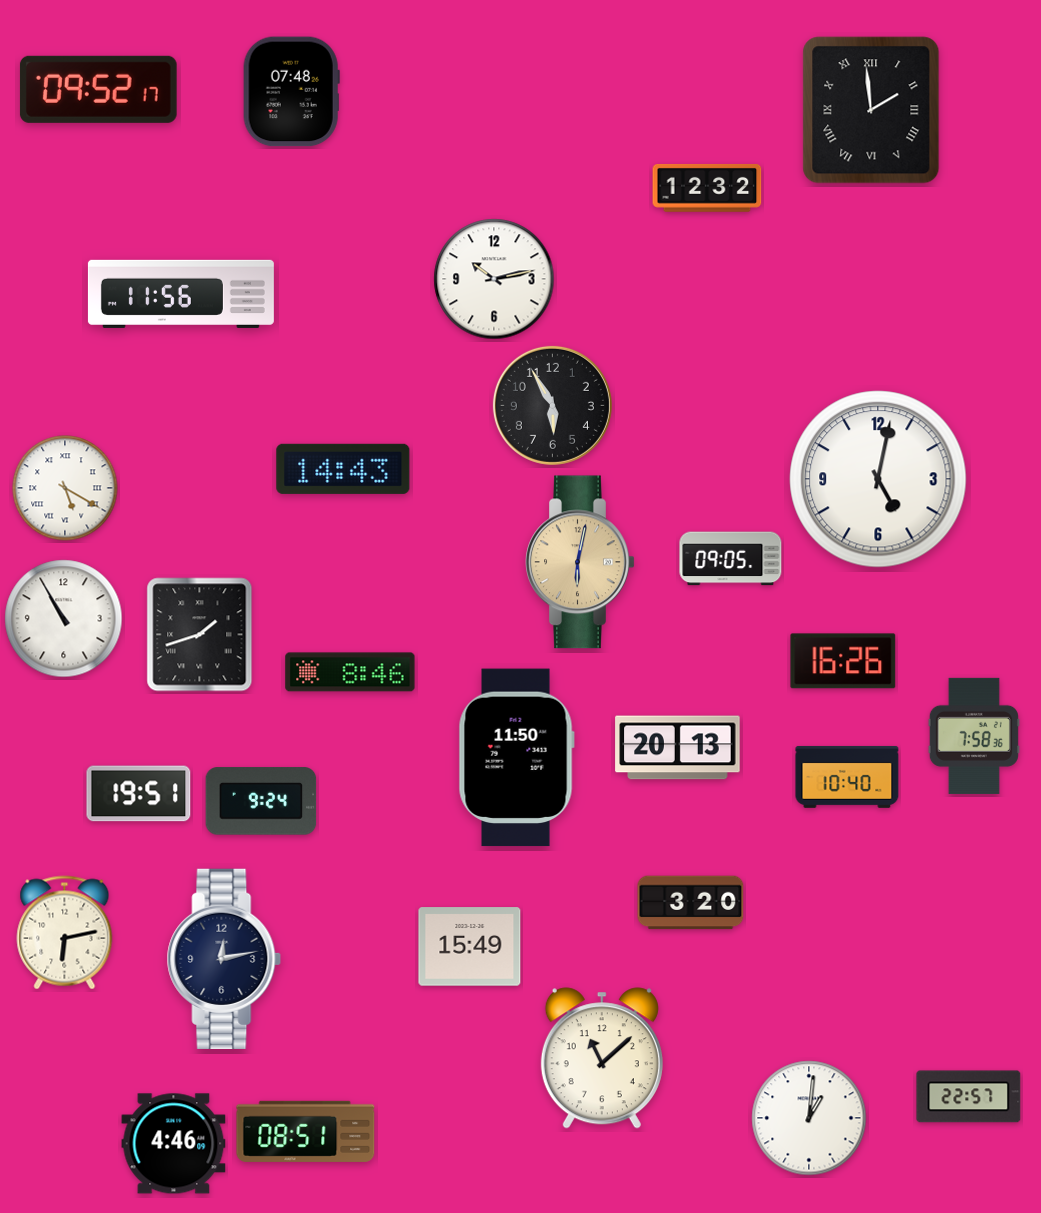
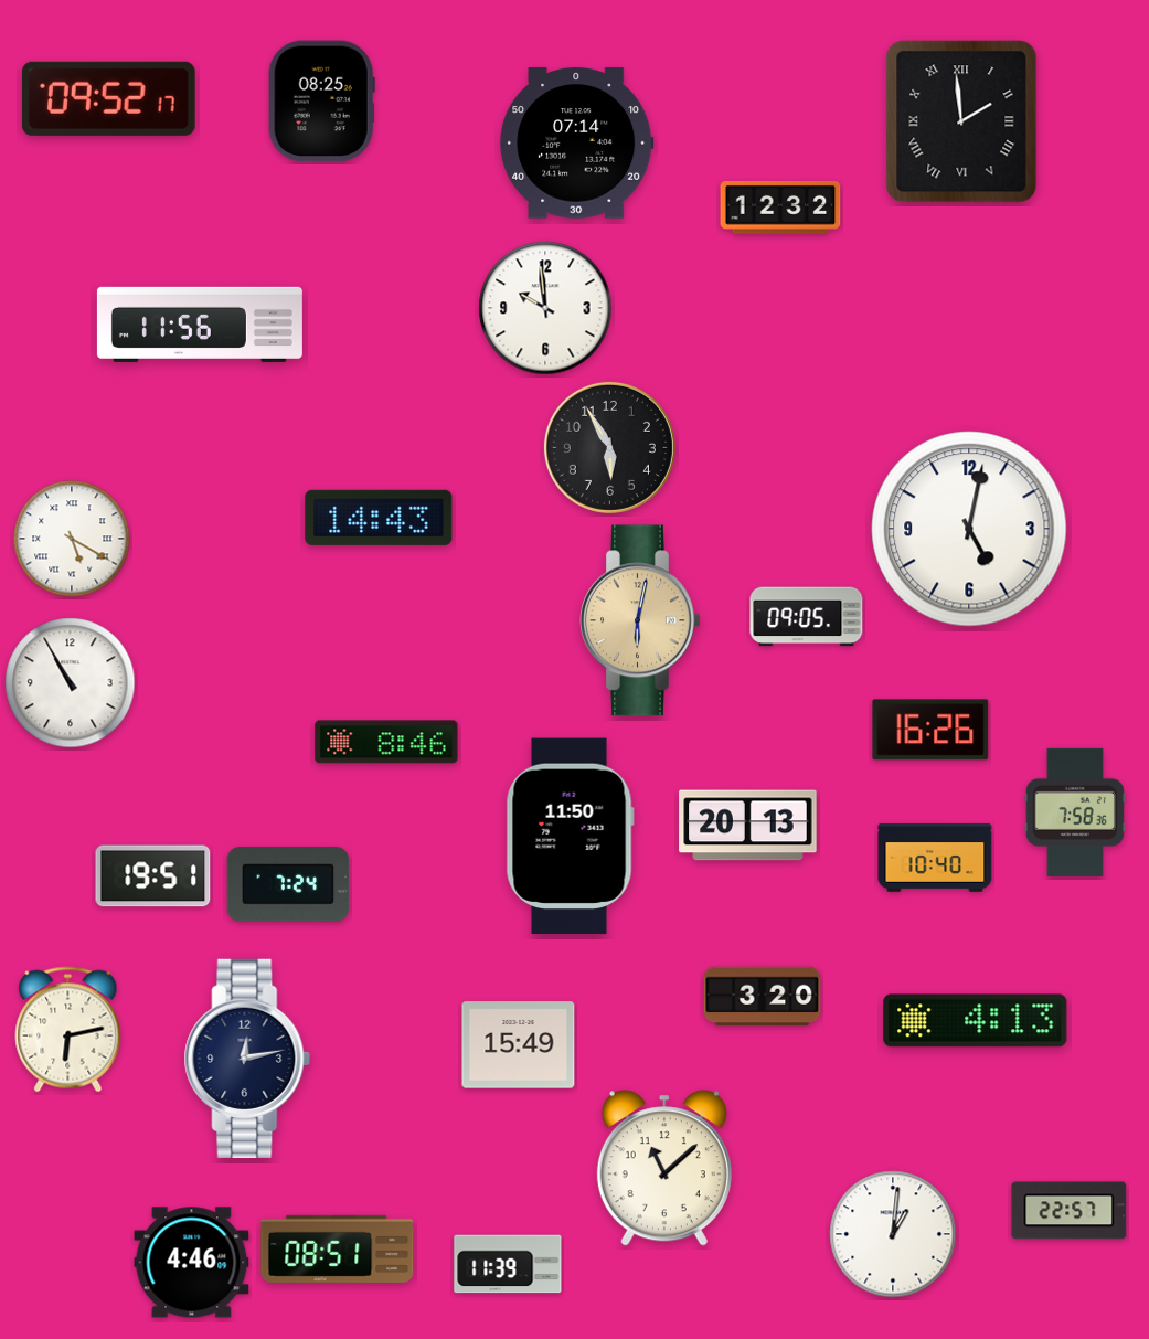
clock at (291, 92): 07:48 -> 08:25
clock at (577, 144): none -> 07:14
clock at (494, 279): 10:13 -> 9:59
clock at (200, 635): 1:42 -> none
clock at (261, 801): 9:24 -> 7:24
clock at (976, 1021): none -> 4:13
clock at (65, 933) position: (65, 933) -> (68, 1030)
clock at (508, 1264): none -> 11:39
